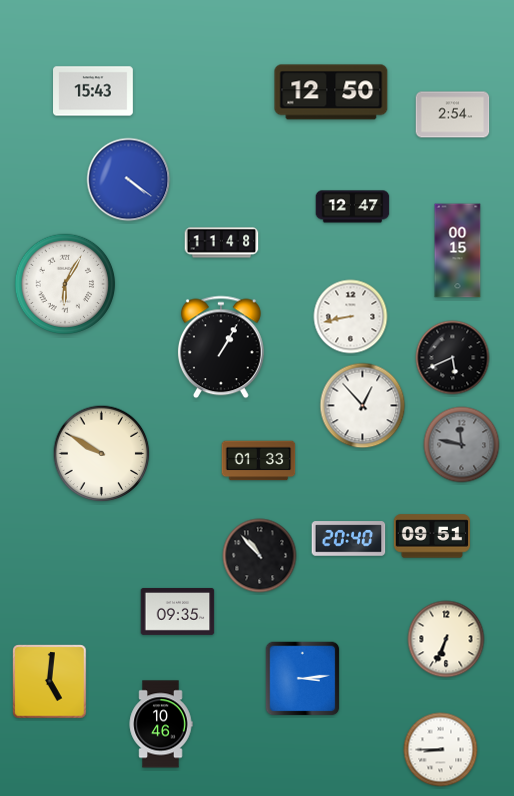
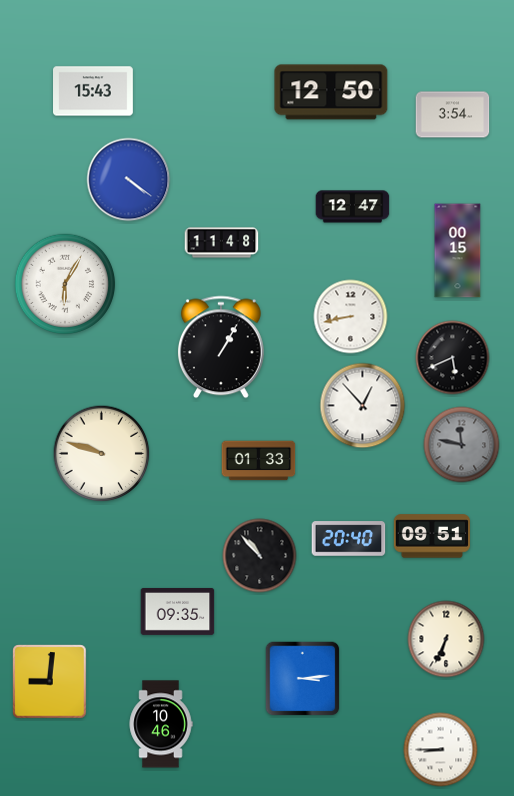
clock at (453, 115): 2:54 -> 3:54
clock at (102, 454): 9:50 -> 9:48
clock at (50, 682): 5:01 -> 9:01
